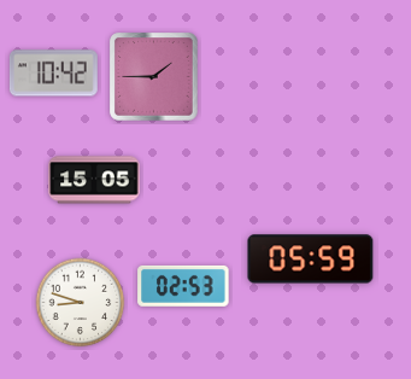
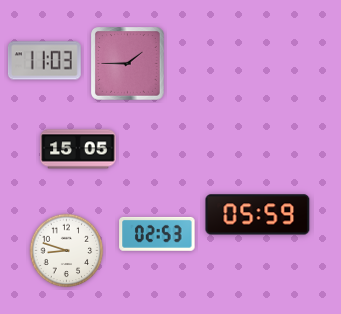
clock at (53, 74): 10:42 -> 11:03
clock at (183, 286) position: (183, 286) -> (157, 234)
